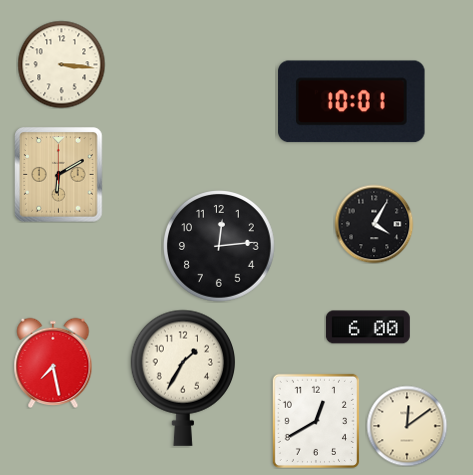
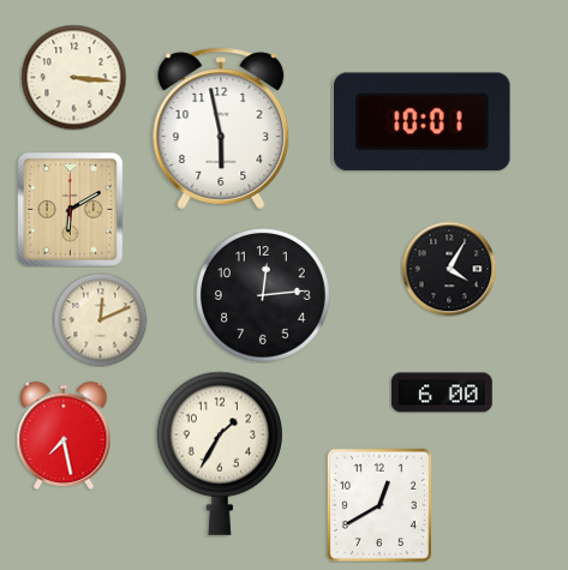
clock at (221, 128): none -> 5:58
clock at (100, 319): none -> 12:11
clock at (407, 426): 12:09 -> none
